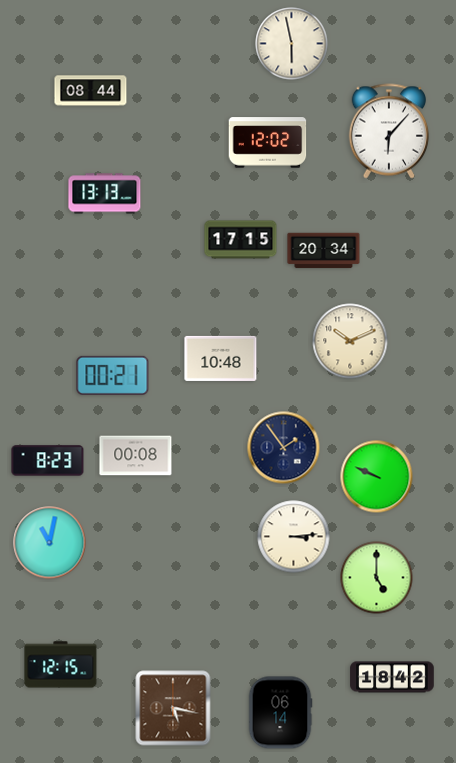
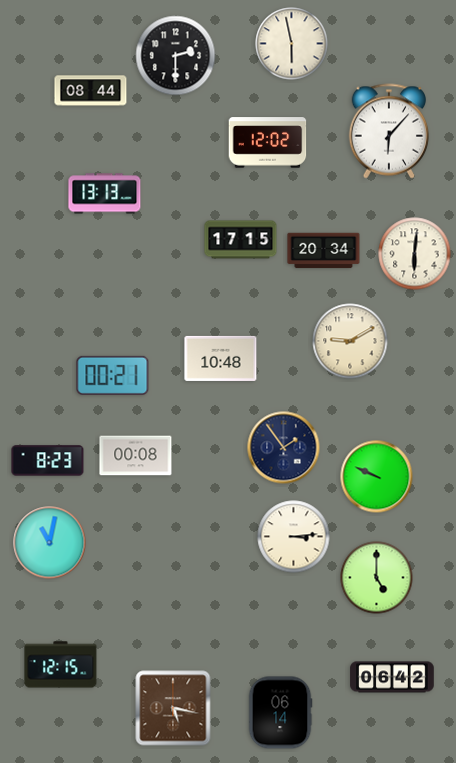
clock at (176, 56): none -> 2:30
clock at (415, 254): none -> 6:01
clock at (350, 341): 10:11 -> 9:10
clock at (392, 677): 18:42 -> 06:42
